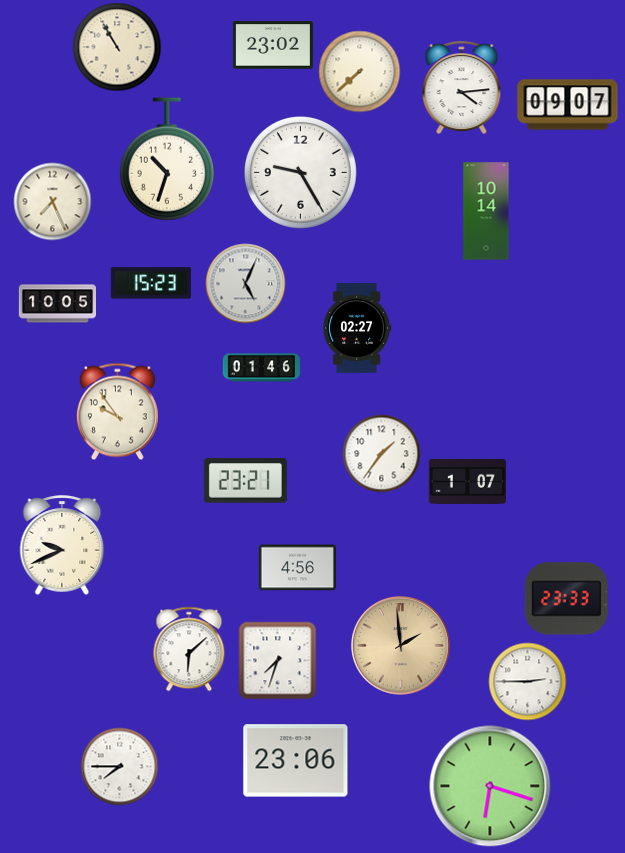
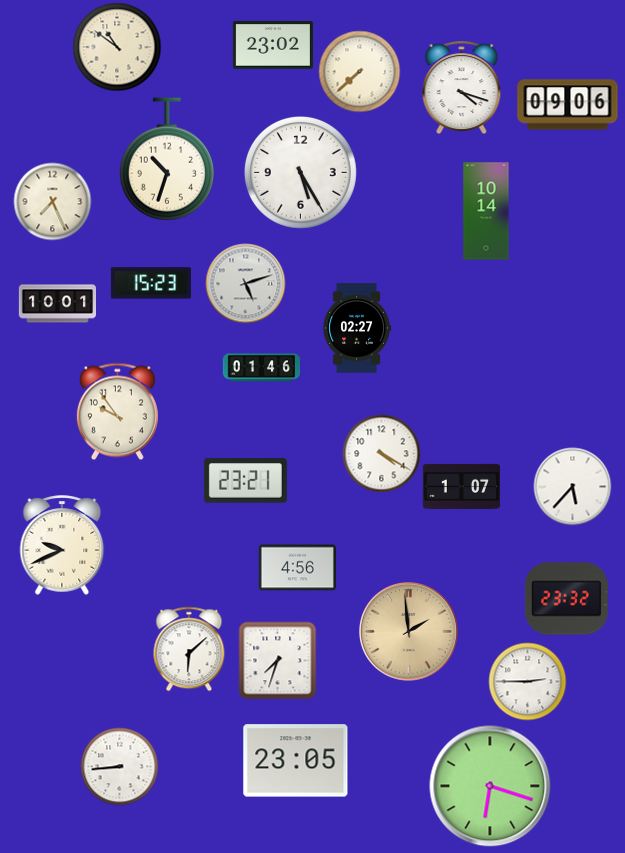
clock at (117, 47): 10:55 -> 10:51
clock at (462, 87): 4:14 -> 4:18
clock at (568, 105): 09:07 -> 09:06
clock at (300, 172): 9:25 -> 5:25
clock at (245, 283): 5:04 -> 5:12
clock at (57, 304): 10:05 -> 10:01
clock at (381, 453): 1:36 -> 4:20
clock at (467, 481) position: (467, 481) -> (461, 486)
clock at (572, 486): none -> 5:37
clock at (566, 599): 23:33 -> 23:32
clock at (401, 646) position: (401, 646) -> (409, 632)
clock at (296, 761): 23:06 -> 23:05
clock at (119, 766): 7:45 -> 8:44
